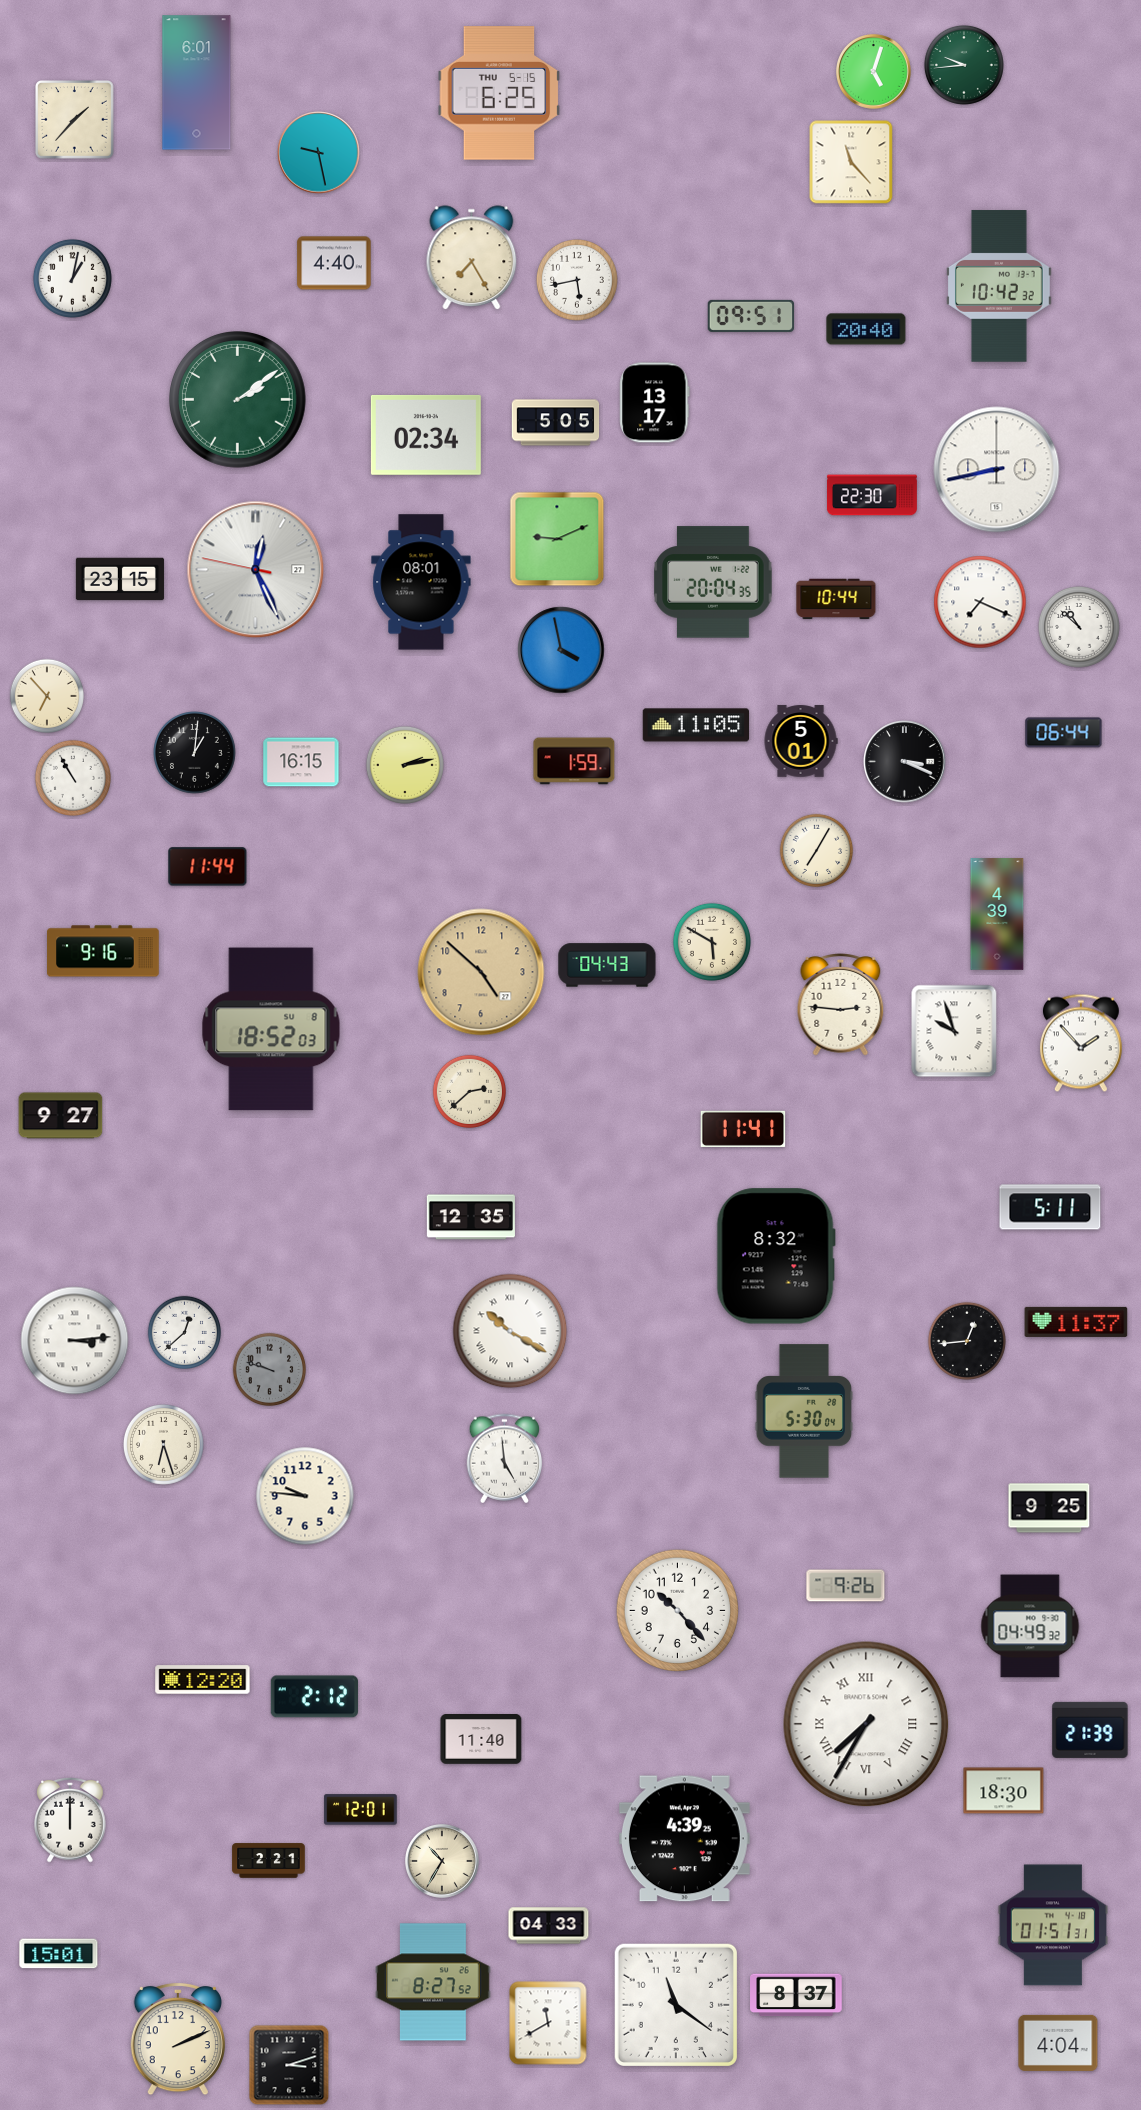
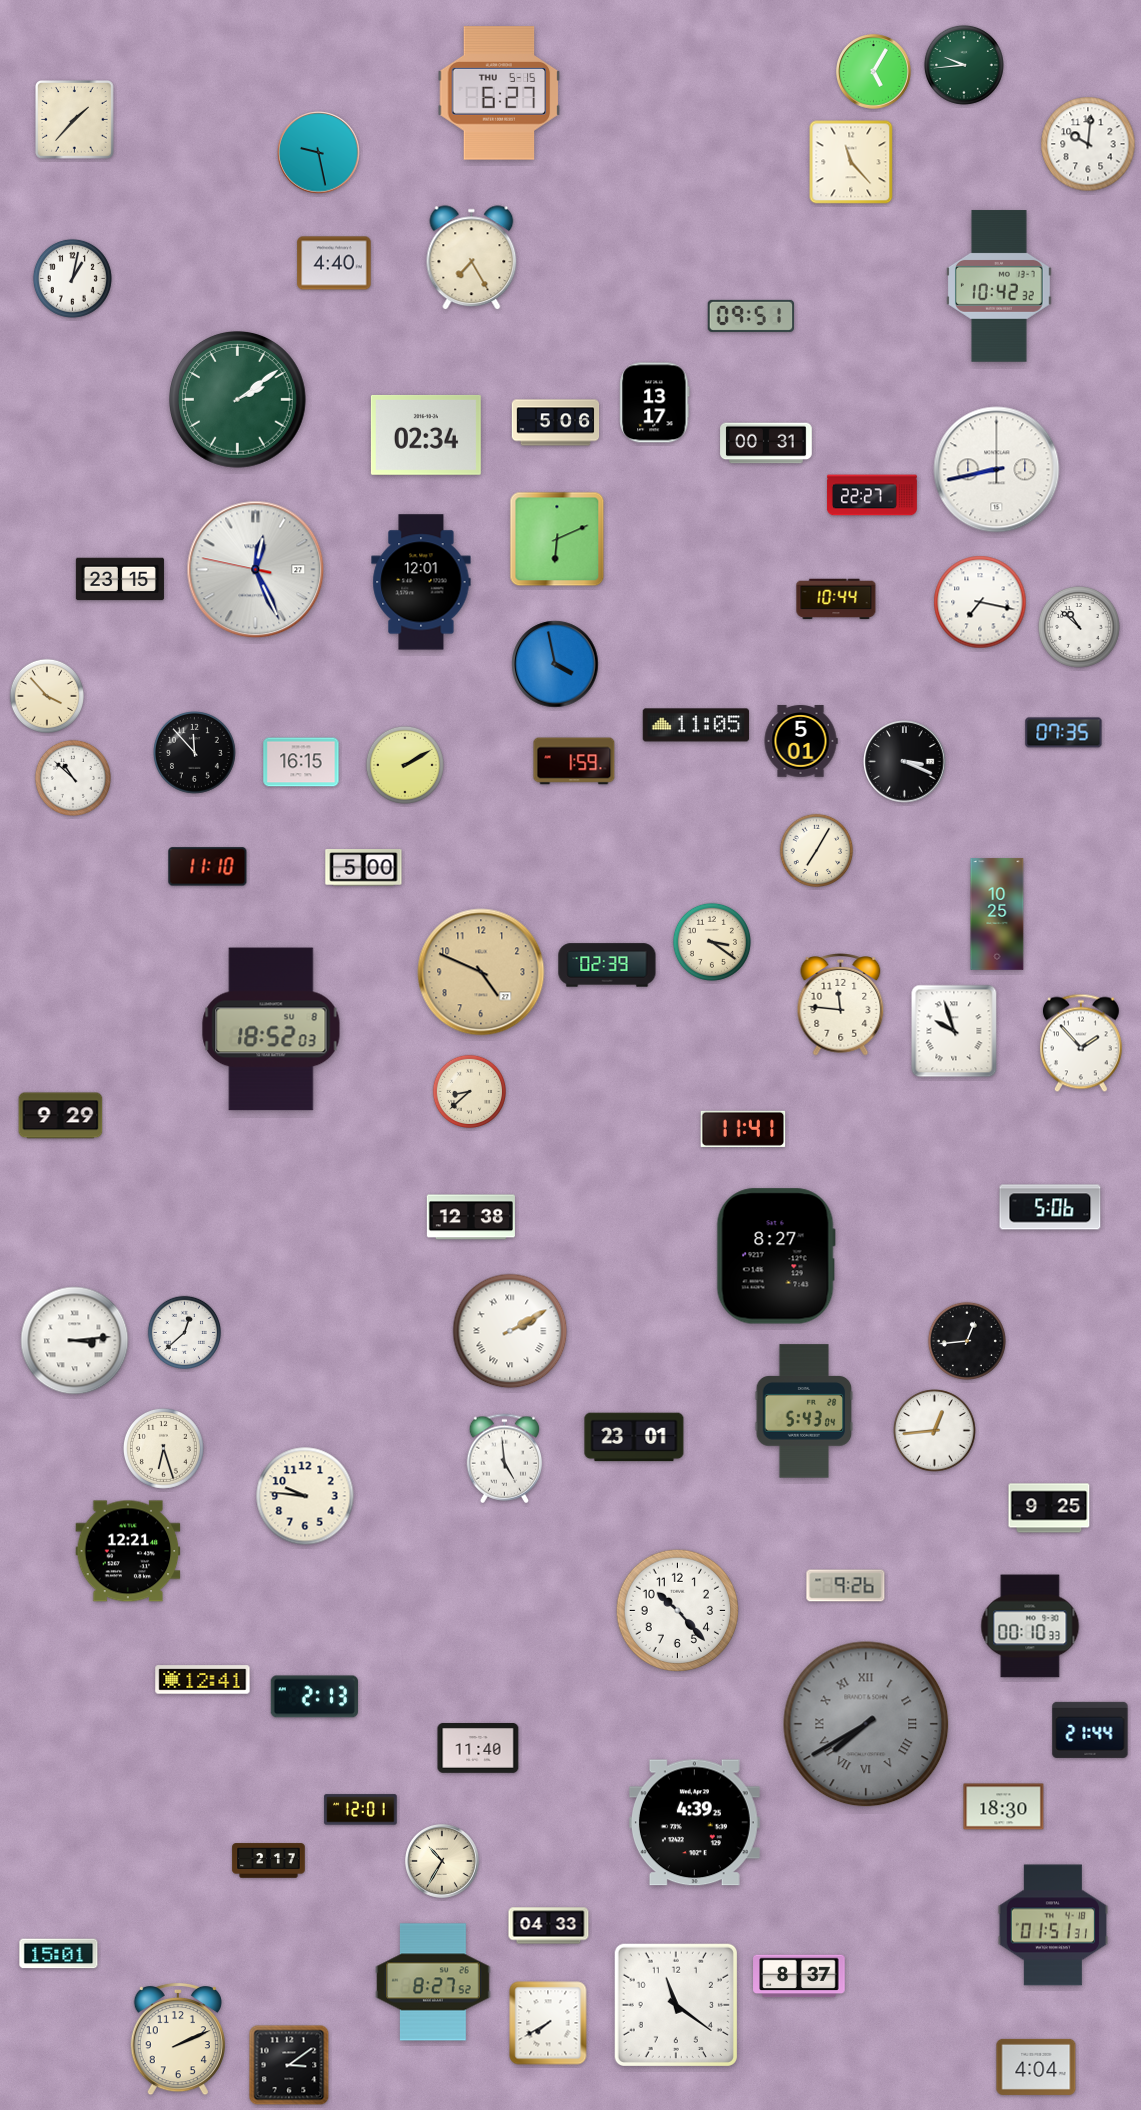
clock at (874, 72): 5:03 -> 5:05
clock at (197, 83): 6:01 -> none
clock at (499, 93): 6:25 -> 6:27
clock at (1088, 144): none -> 10:01
clock at (577, 280): 5:43 -> none
clock at (866, 329): 20:40 -> none
clock at (556, 423): 5:05 -> 5:06
clock at (766, 443): none -> 00:31
clock at (872, 495): 22:30 -> 22:27
clock at (557, 539): 9:11 -> 6:11
clock at (421, 582): 08:01 -> 12:01
clock at (713, 582): 20:04 -> none
clock at (980, 602): 7:19 -> 7:17
clock at (561, 650) position: (561, 650) -> (555, 664)
clock at (46, 695): 6:53 -> 3:53
clock at (1064, 733): 06:44 -> 07:35
clock at (195, 753): 1:01 -> 11:53
clock at (405, 765): 2:13 -> 2:10
clock at (73, 778): 10:55 -> 10:52
clock at (208, 867): 11:44 -> 11:10
clock at (364, 868): none -> 5:00
clock at (997, 914): 4:39 -> 10:25
clock at (712, 942): 5:50 -> 3:21
clock at (103, 951): 9:16 -> none
clock at (607, 965): 04:43 -> 02:39
clock at (481, 972): 4:52 -> 4:49
clock at (841, 1005): 2:46 -> 11:46
clock at (469, 1092): 2:38 -> 8:38
clock at (61, 1116): 9:27 -> 9:29
clock at (1050, 1207): 5:11 -> 5:06
clock at (471, 1217): 12:35 -> 12:38
clock at (776, 1256): 8:32 -> 8:27
clock at (1076, 1322): 11:37 -> none
clock at (510, 1331): 10:20 -> 2:10
clock at (269, 1370): 9:48 -> none
clock at (804, 1411): 5:30 -> 5:43
clock at (935, 1431): none -> 12:44
clock at (634, 1437): none -> 23:01
clock at (163, 1444) position: (163, 1444) -> (163, 1448)
clock at (128, 1551): none -> 12:21
clock at (1030, 1626): 04:49 -> 00:10
clock at (203, 1680): 12:20 -> 12:41
clock at (314, 1697): 2:12 -> 2:13
clock at (866, 1724): 7:35 -> 7:40
clock at (866, 1724) dial: white -> grey
clock at (1090, 1730): 21:39 -> 21:44
clock at (481, 1740) position: (481, 1740) -> (478, 1749)
clock at (1004, 1791) position: (1004, 1791) -> (1004, 1807)
clock at (70, 1820): 12:00 -> none
clock at (684, 1839) position: (684, 1839) -> (694, 1823)
clock at (269, 1861): 2:21 -> 2:17
clock at (796, 1995) position: (796, 1995) -> (799, 1976)
clock at (548, 2023): 11:40 -> 7:40
clock at (1058, 2043) position: (1058, 2043) -> (1036, 2067)
clock at (289, 2065): 3:12 -> 3:09
